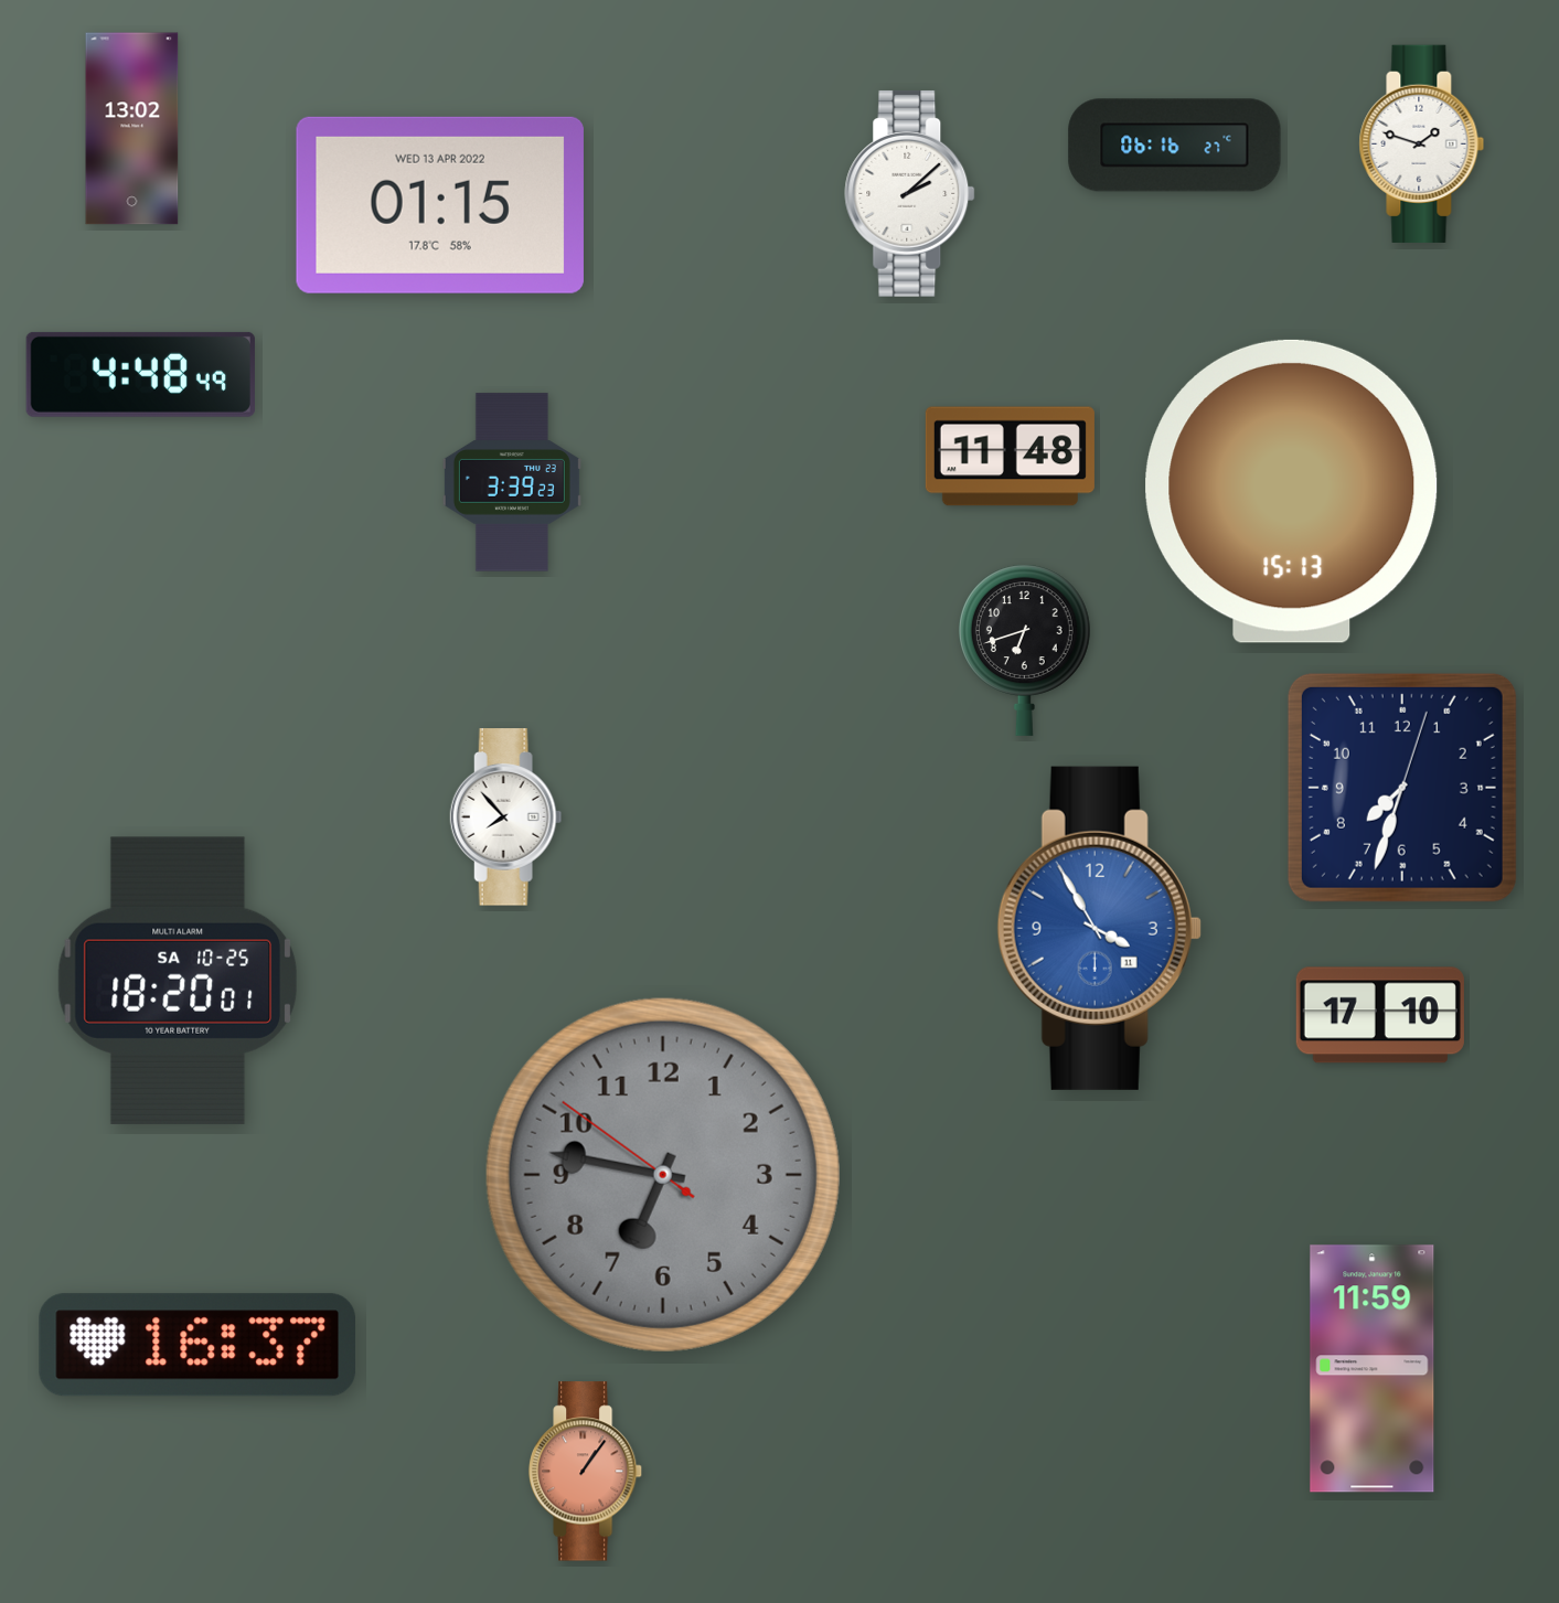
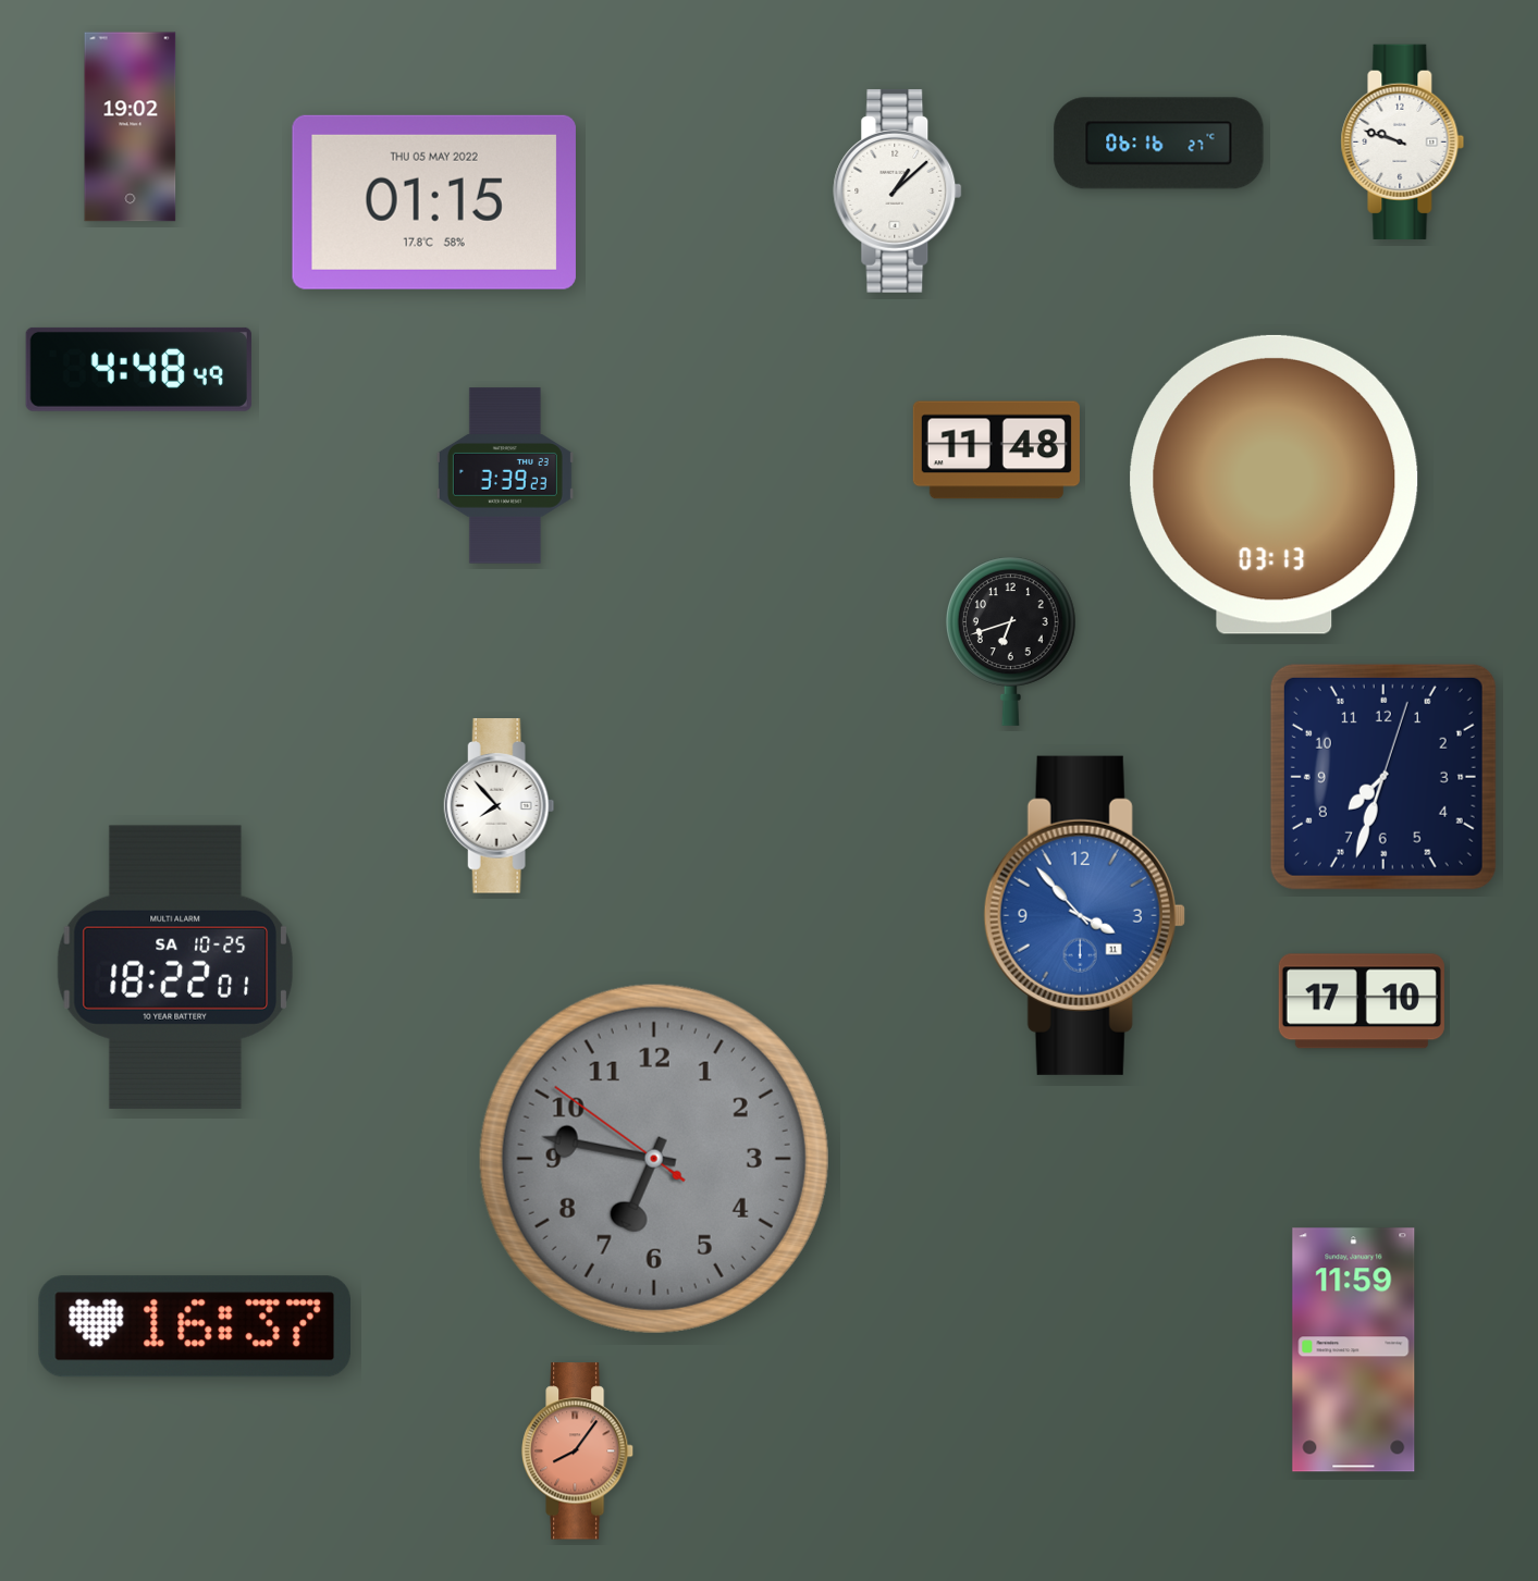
clock at (132, 129): 13:02 -> 19:02
clock at (1422, 143): 1:48 -> 9:48
clock at (910, 193): 2:08 -> 1:08
clock at (440, 205) date: WED 13 APR 2022 -> THU 05 MAY 2022
clock at (1292, 491): 15:13 -> 03:13
clock at (1099, 928): 3:55 -> 3:53
clock at (177, 981): 18:20 -> 18:22
clock at (586, 1472): 1:06 -> 8:06
